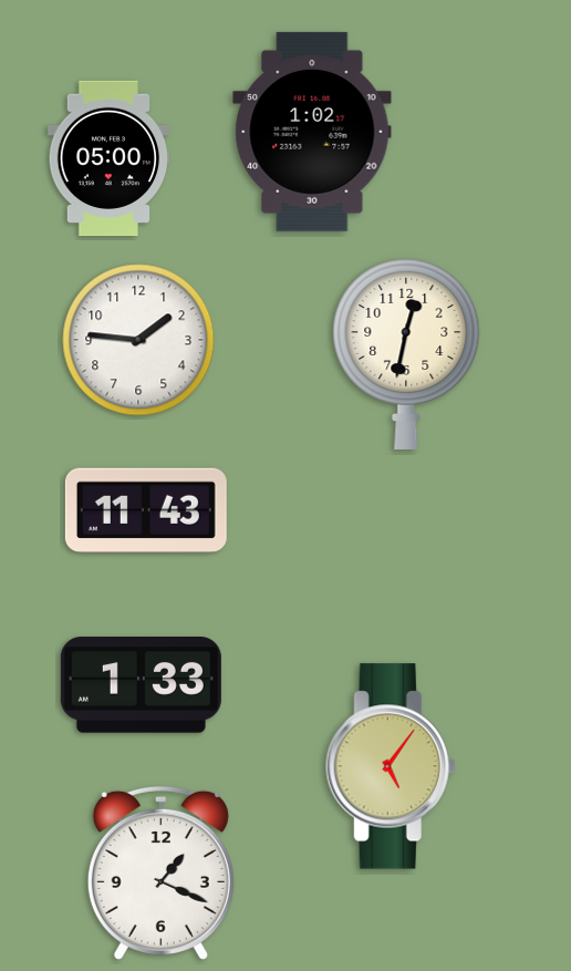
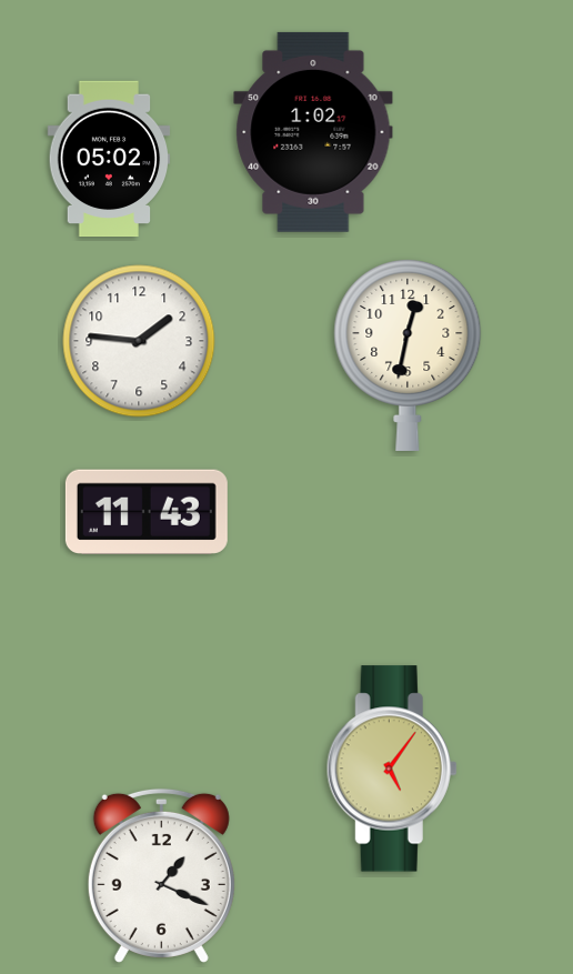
clock at (108, 158): 05:00 -> 05:02
clock at (141, 685): 1:33 -> none
